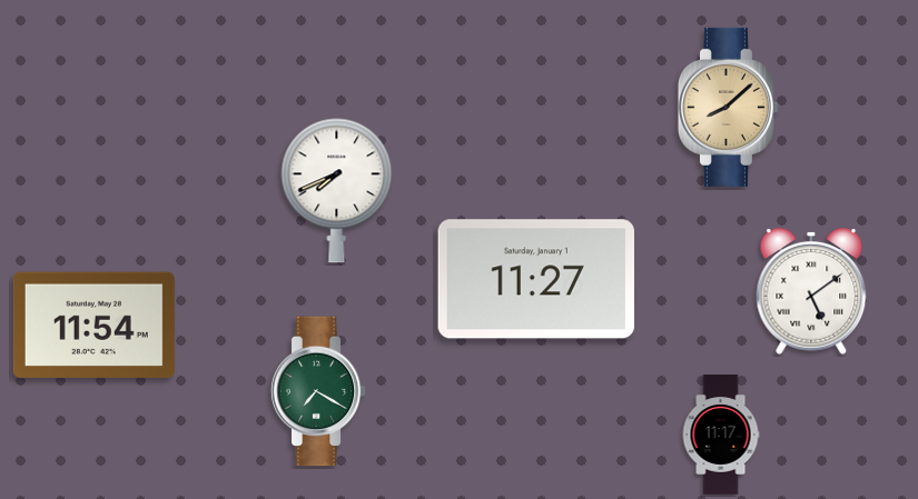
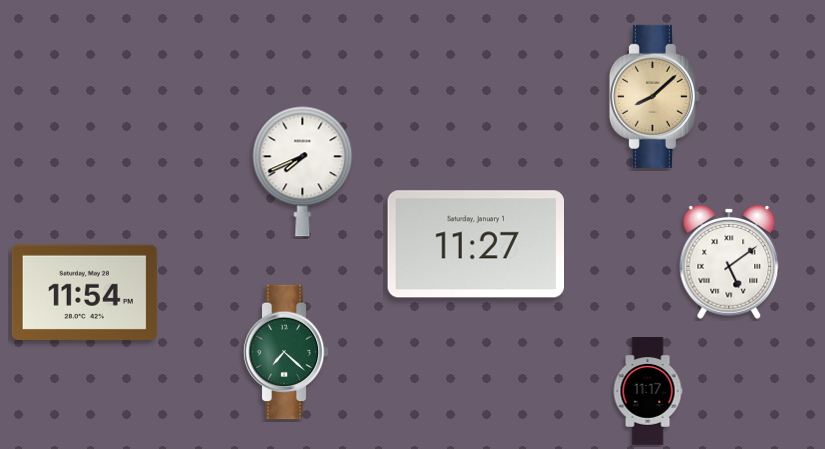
clock at (535, 279) position: (535, 279) -> (475, 244)
clock at (318, 391): 7:20 -> 7:22
